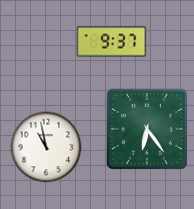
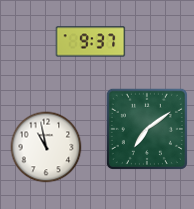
clock at (112, 42) position: (112, 42) -> (91, 42)
clock at (147, 129): 6:24 -> 7:09
